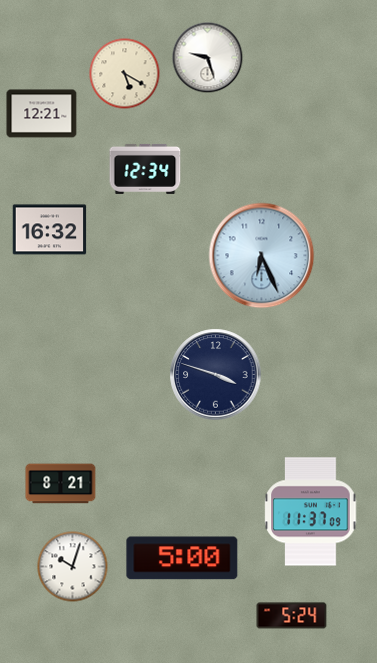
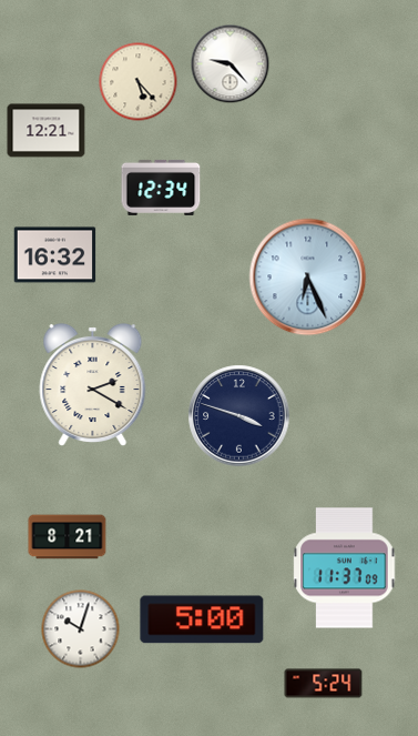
clock at (208, 58): 9:27 -> 9:23
clock at (125, 74): 5:20 -> 5:23
clock at (42, 114) position: (42, 114) -> (47, 131)
clock at (262, 256) position: (262, 256) -> (308, 278)
clock at (93, 385): none -> 2:20
